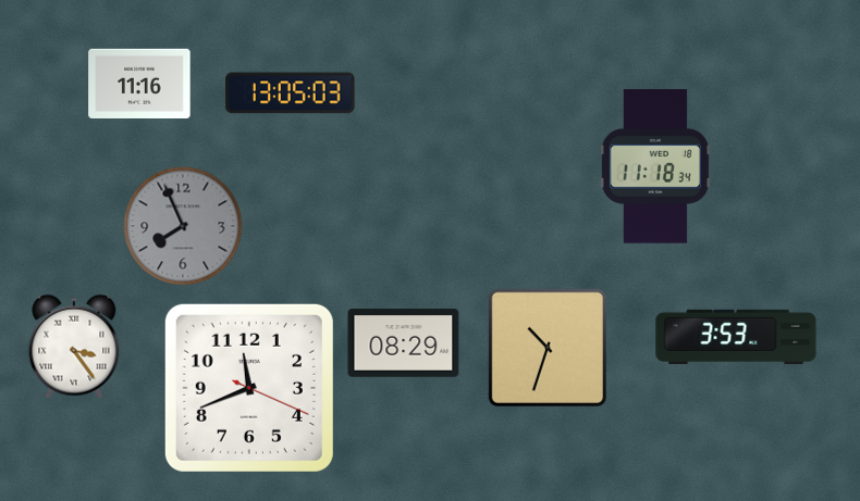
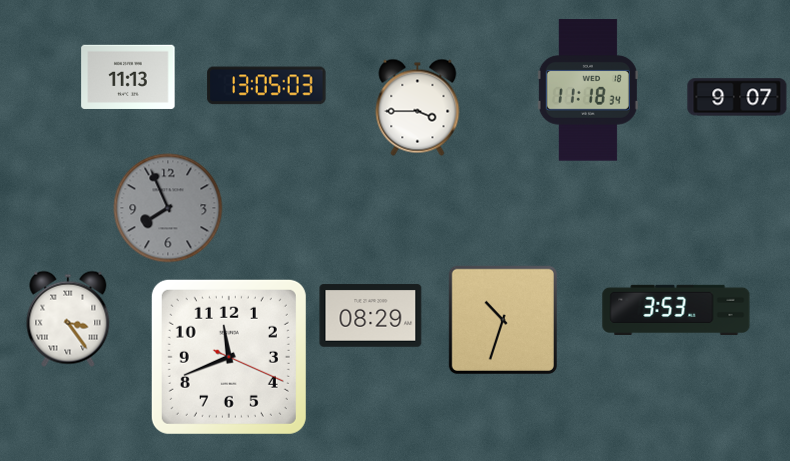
clock at (139, 84): 11:16 -> 11:13
clock at (737, 97): none -> 9:07
clock at (418, 107): none -> 3:45
clock at (655, 166) position: (655, 166) -> (588, 90)
